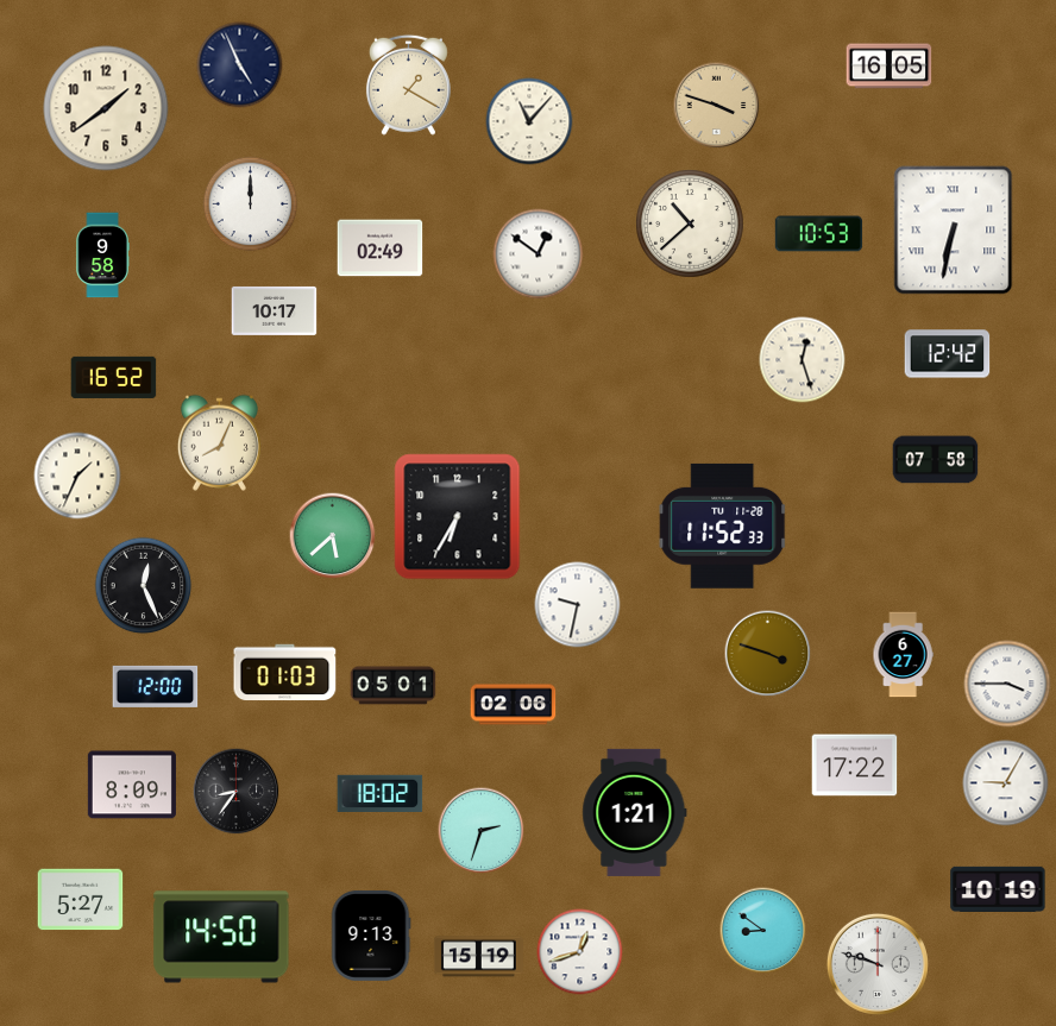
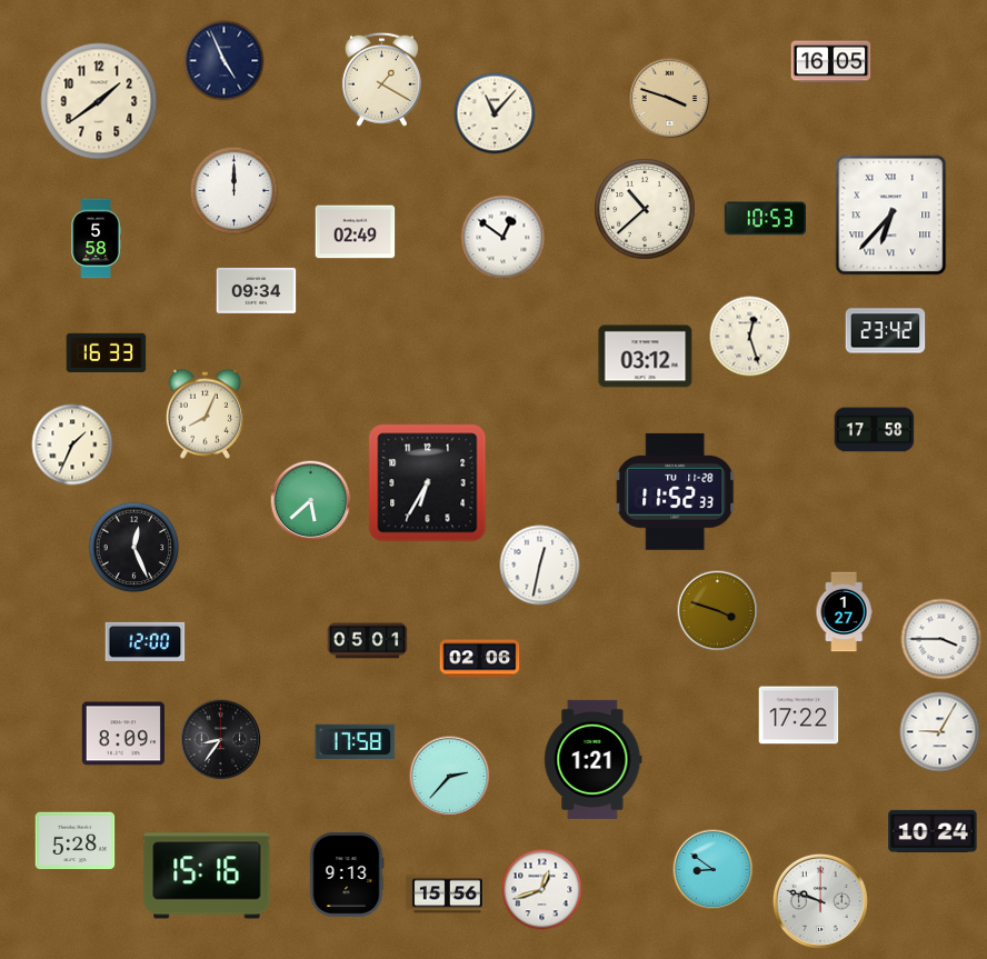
clock at (954, 231): 6:32 -> 6:37
clock at (102, 256): 9:58 -> 5:58
clock at (275, 310): 10:17 -> 09:34
clock at (948, 354): 12:42 -> 23:42
clock at (114, 377): 16:52 -> 16:33
clock at (646, 357): none -> 03:12
clock at (936, 460): 07:58 -> 17:58
clock at (578, 605): 9:32 -> 12:32
clock at (903, 655): 6:27 -> 1:27
clock at (285, 673): 01:03 -> none
clock at (381, 793): 18:02 -> 17:58
clock at (482, 831): 2:33 -> 2:37
clock at (998, 889): 10:19 -> 10:24
clock at (81, 900): 5:27 -> 5:28
clock at (221, 937): 14:50 -> 15:16
clock at (478, 957): 15:19 -> 15:56
